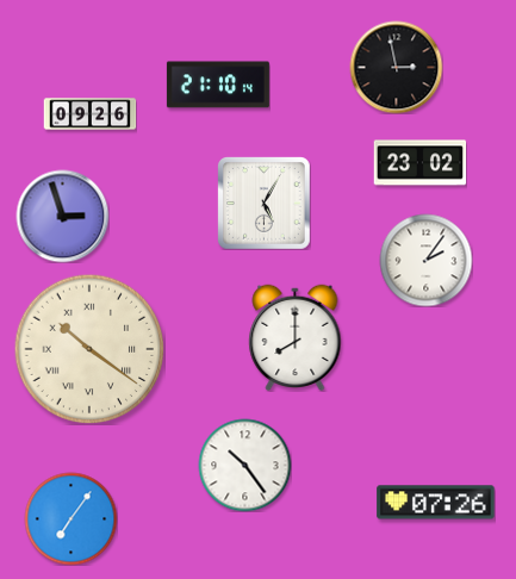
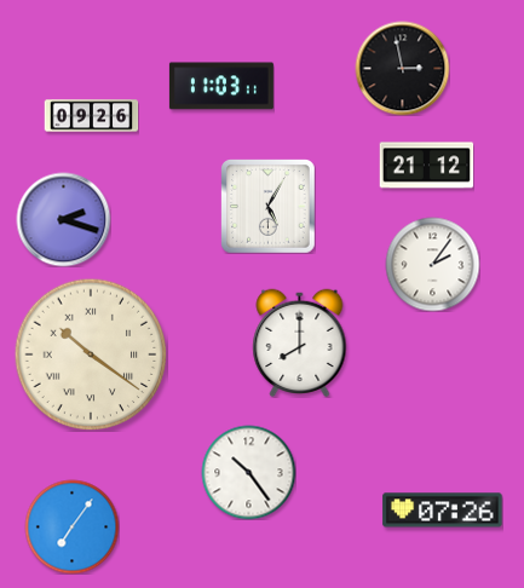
clock at (218, 85): 21:10 -> 11:03
clock at (419, 163): 23:02 -> 21:12
clock at (62, 216): 2:57 -> 2:18
